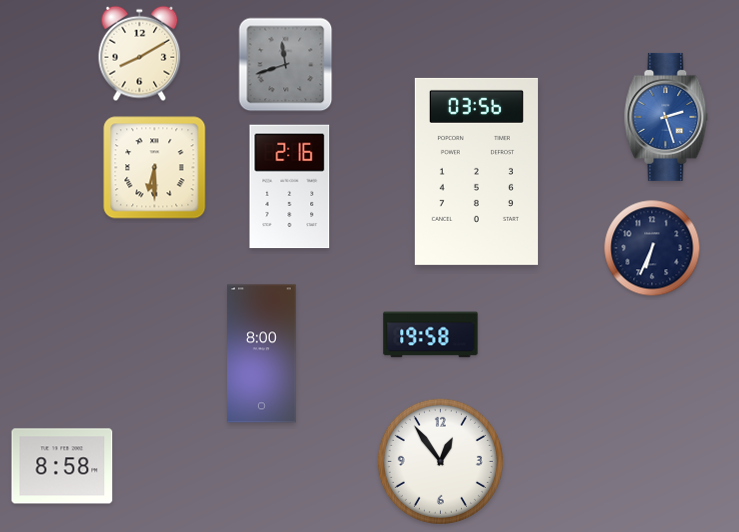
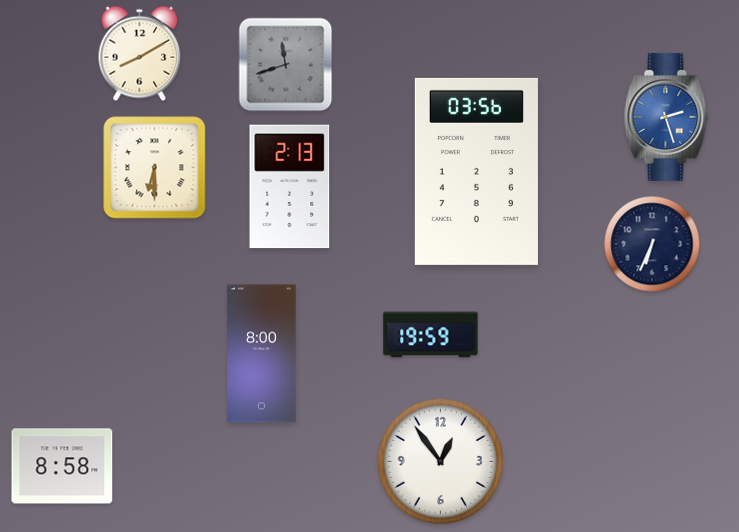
clock at (290, 187): 2:16 -> 2:13
clock at (652, 248) position: (652, 248) -> (652, 244)
clock at (431, 335): 19:58 -> 19:59
